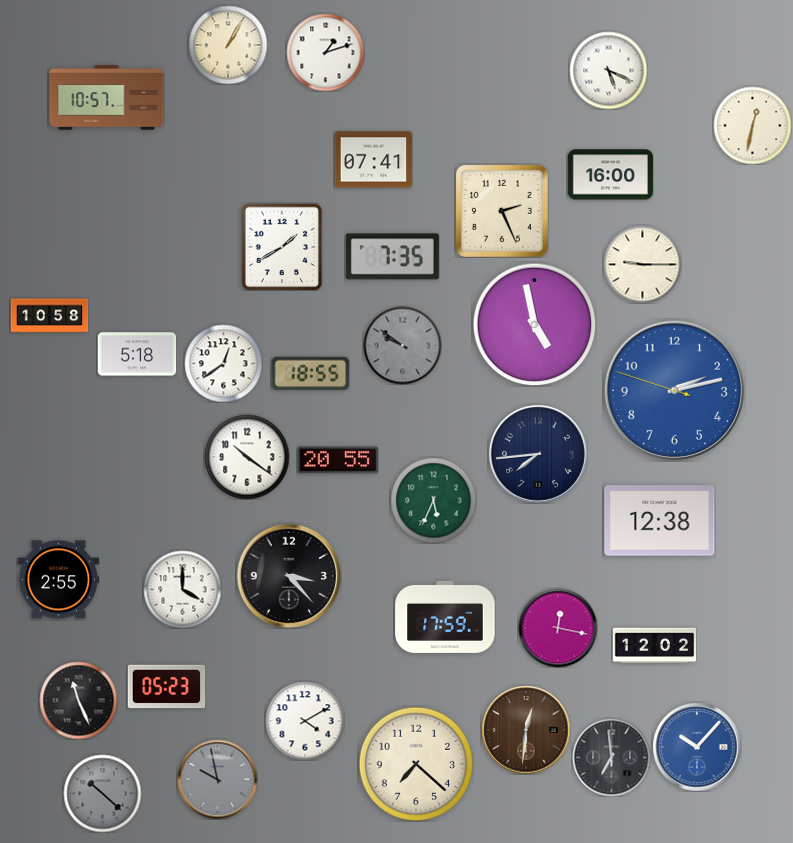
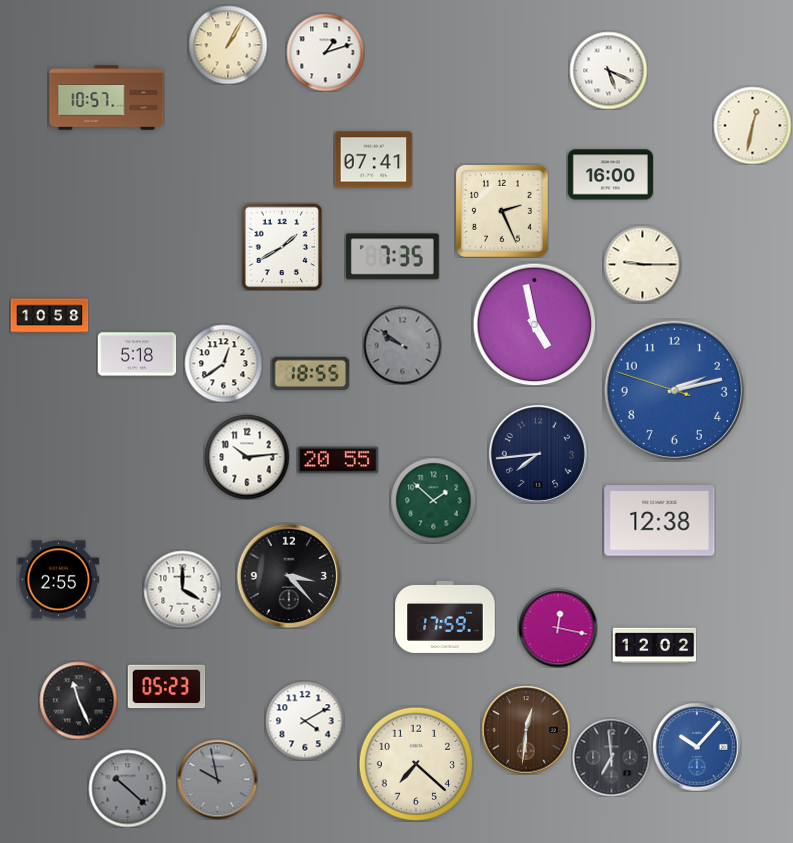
clock at (247, 457): 10:21 -> 10:14
clock at (433, 500): 5:34 -> 1:52
clock at (102, 793) position: (102, 793) -> (127, 788)
